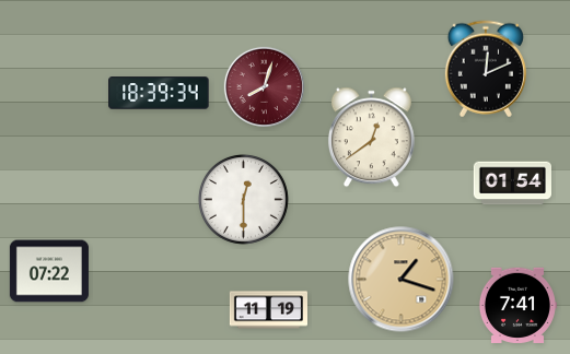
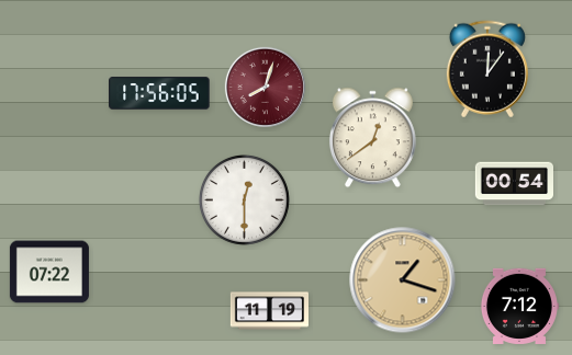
clock at (486, 69): 12:11 -> 12:06
clock at (159, 93): 18:39 -> 17:56
clock at (512, 184): 01:54 -> 00:54
clock at (517, 305): 7:41 -> 7:12
